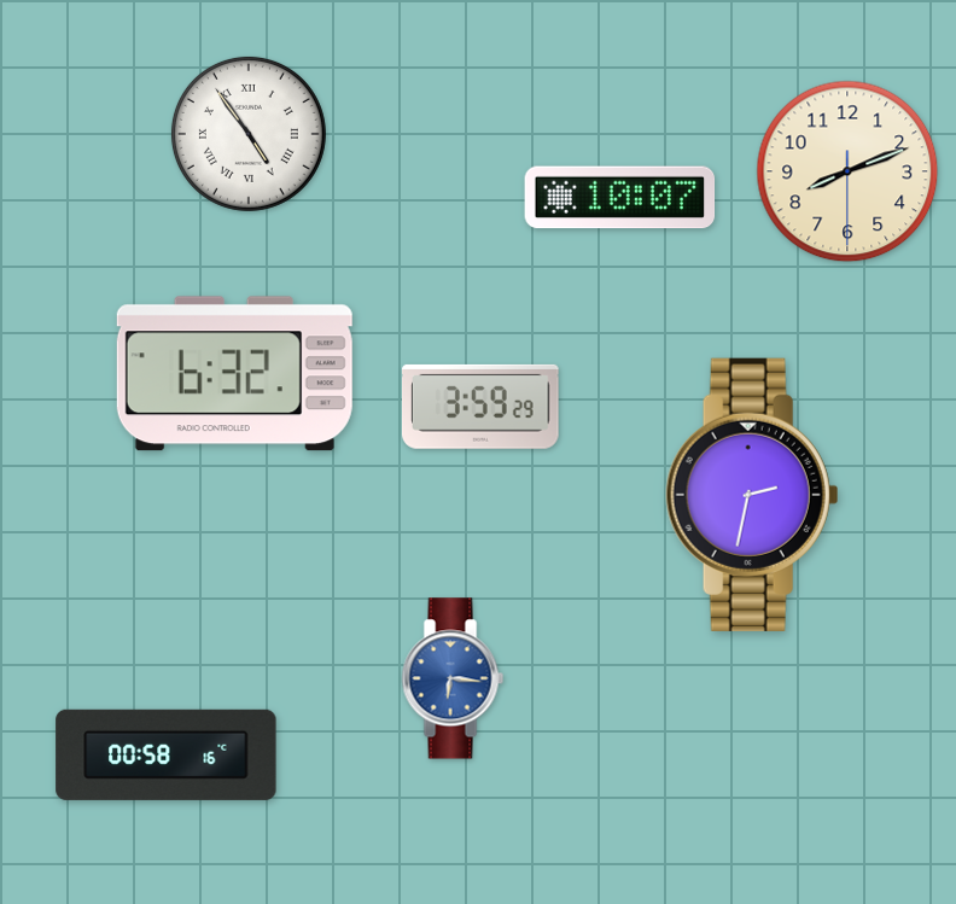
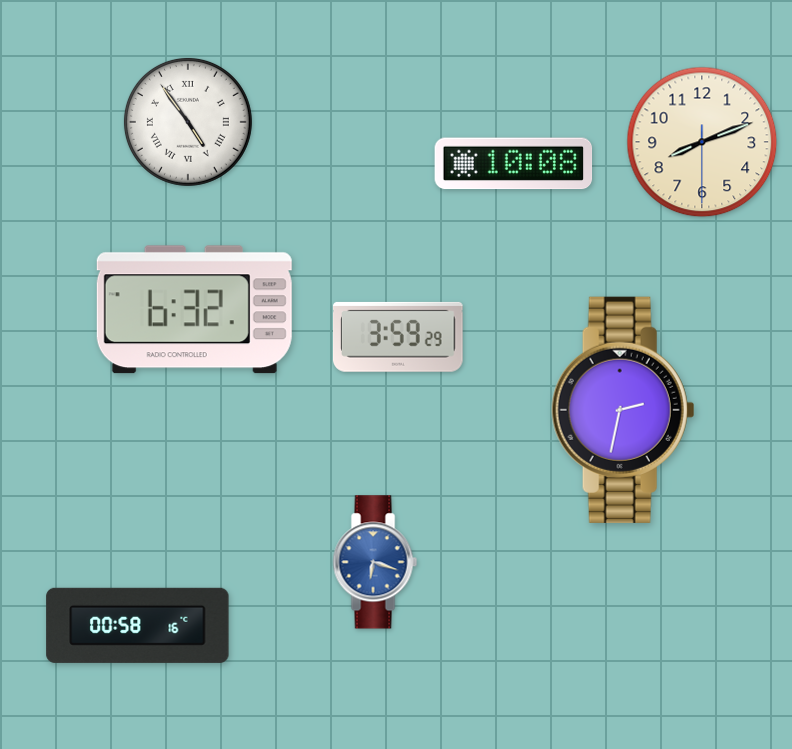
clock at (249, 134) position: (249, 134) -> (188, 122)
clock at (620, 198): 10:07 -> 10:08
clock at (453, 678): 6:16 -> 6:18
